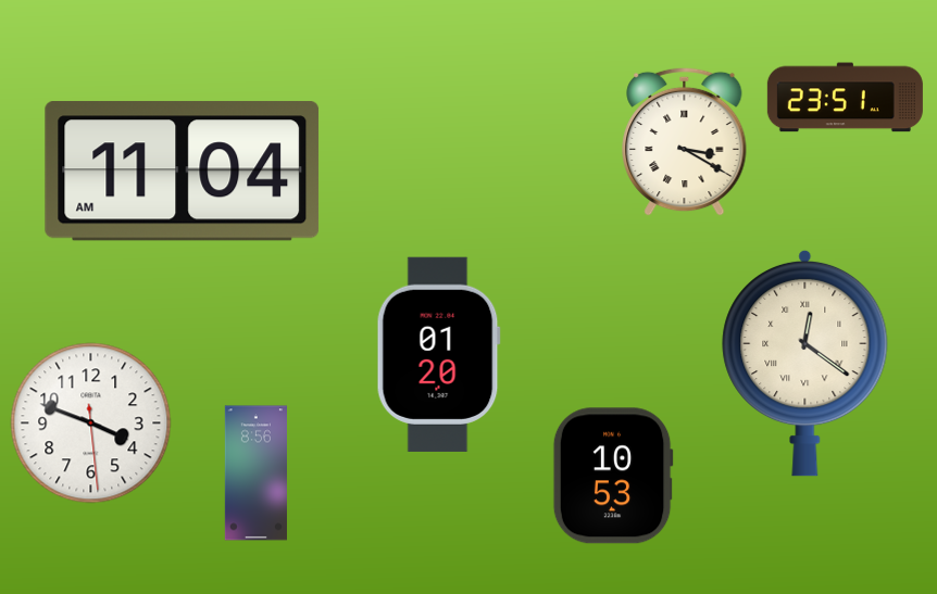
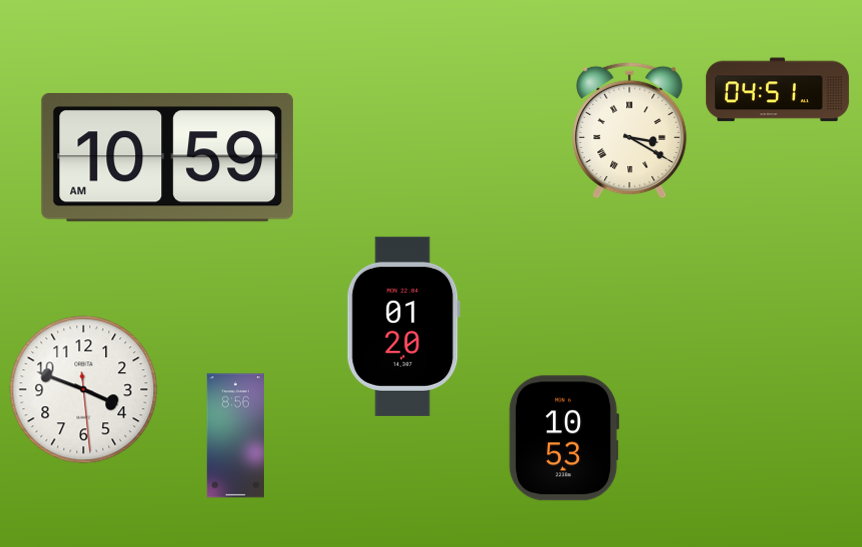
clock at (845, 98): 23:51 -> 04:51
clock at (183, 172): 11:04 -> 10:59
clock at (805, 363): 12:21 -> none
